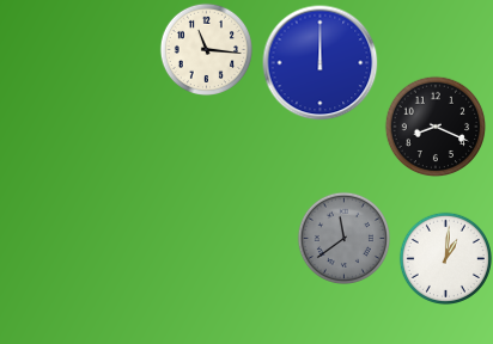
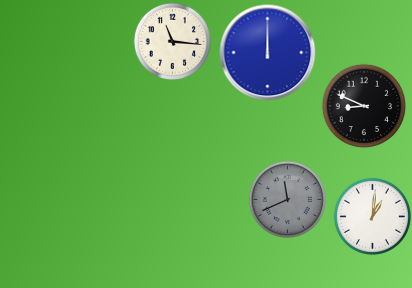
clock at (436, 127): 8:19 -> 8:49
clock at (343, 238): 11:39 -> 11:41
